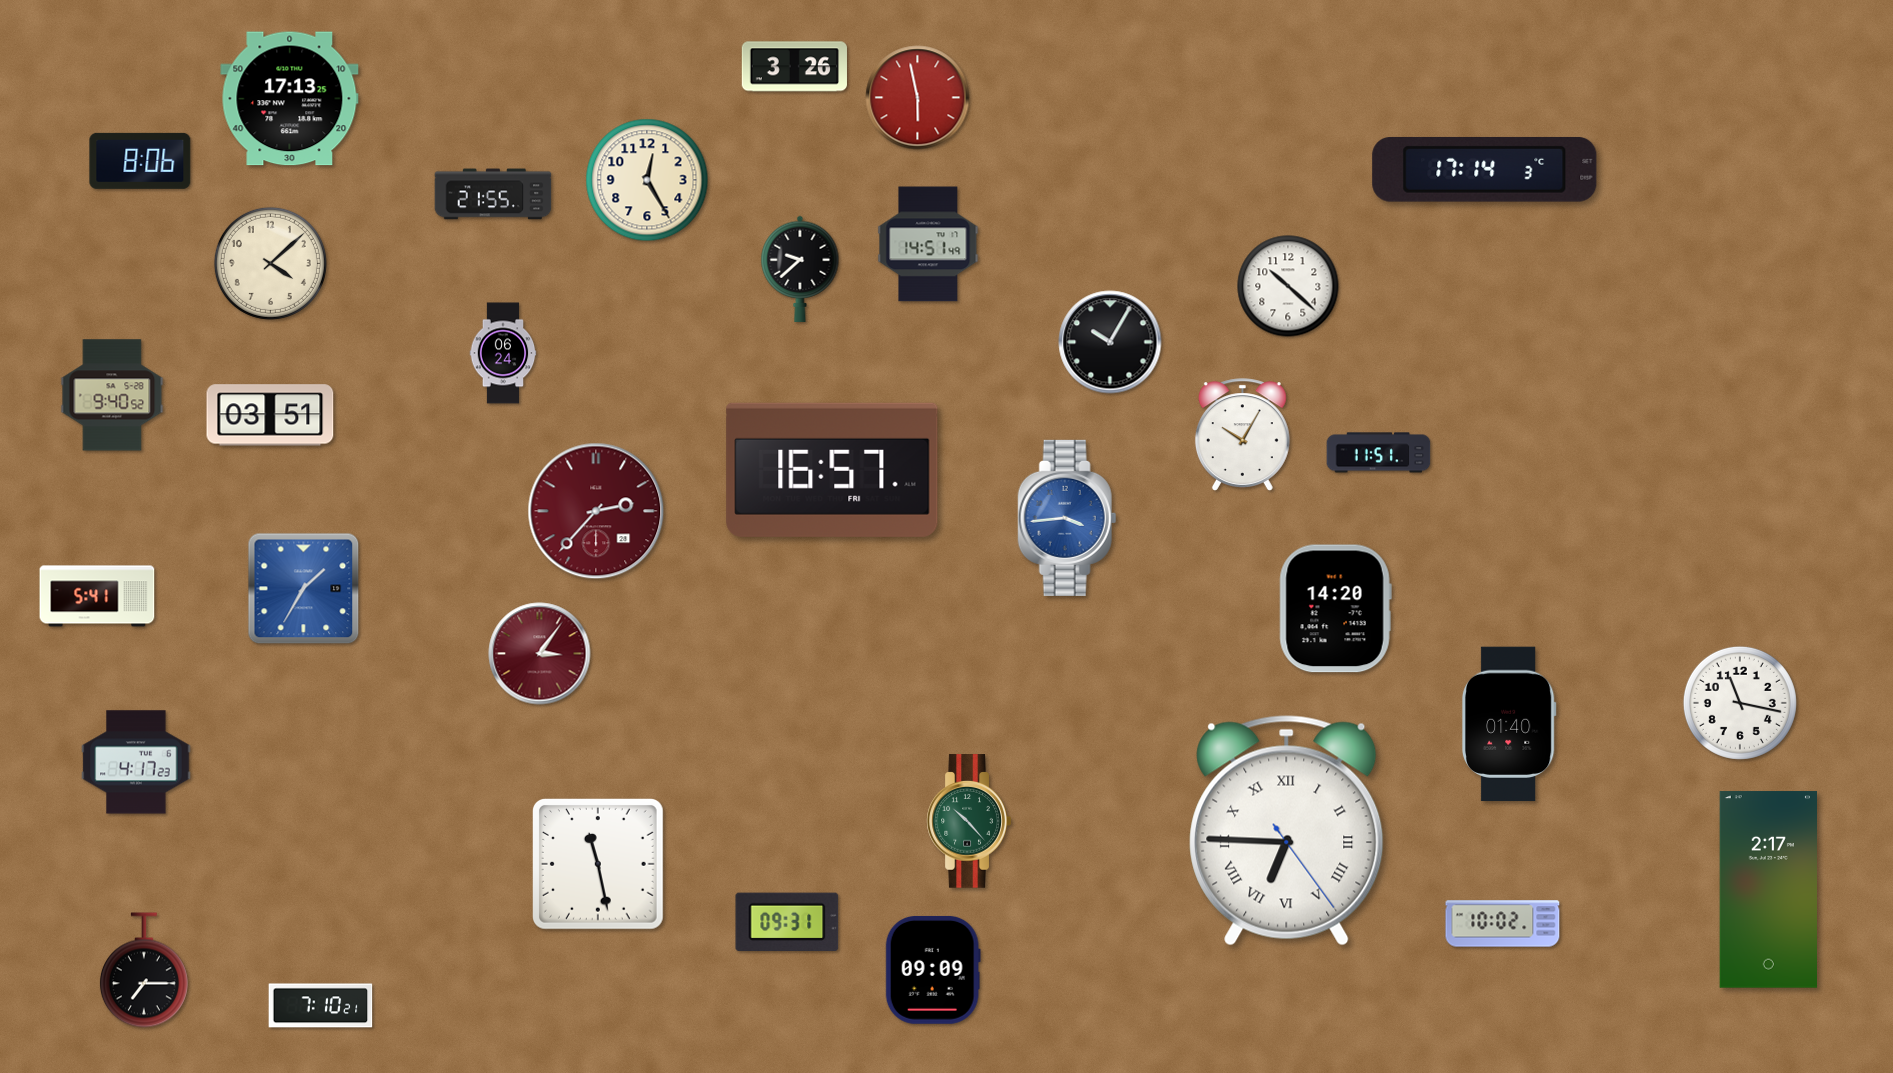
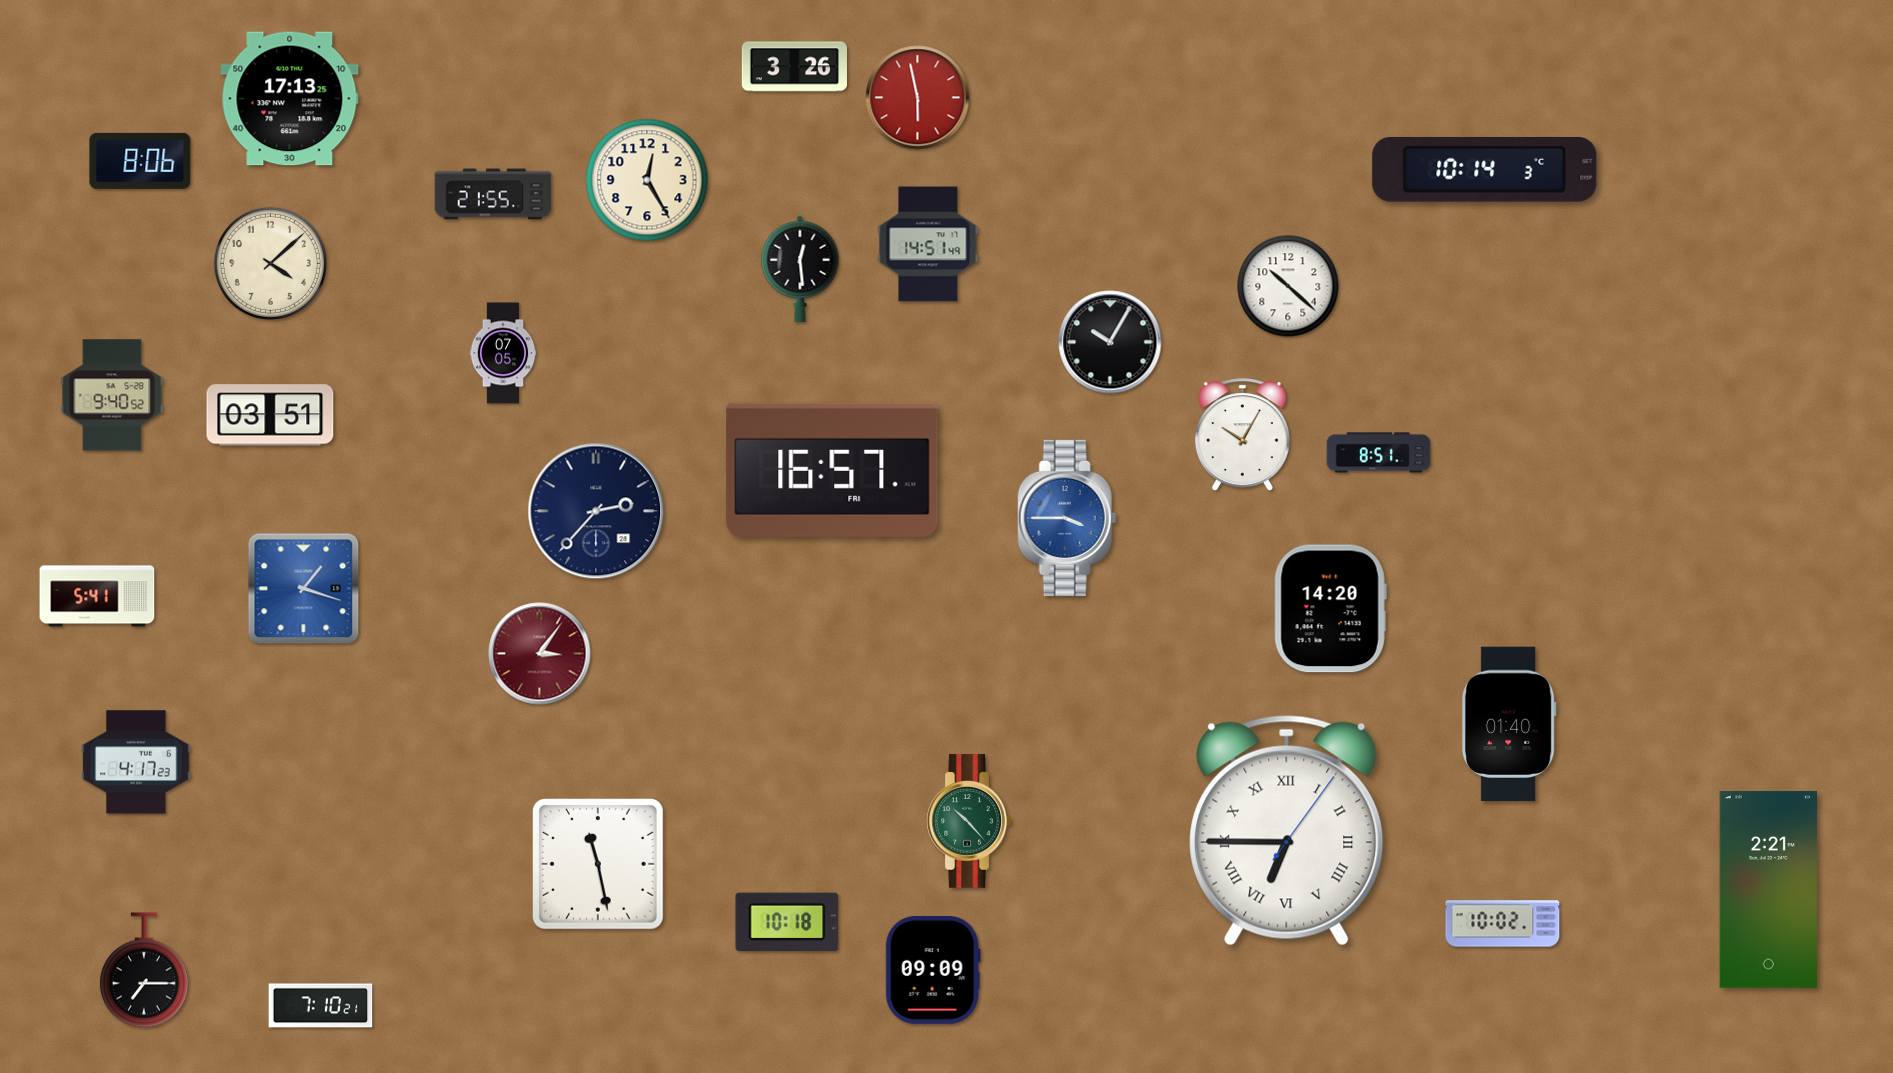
clock at (1485, 169): 17:14 -> 10:14
clock at (800, 269): 9:38 -> 12:29
clock at (503, 353): 06:24 -> 07:05
clock at (1379, 453): 11:51 -> 8:51
clock at (596, 511) dial: burgundy -> navy
clock at (1067, 518): 3:44 -> 3:45
clock at (304, 589): 1:35 -> 1:18
clock at (1335, 609) position: (1335, 609) -> (1330, 609)
clock at (1740, 703): 11:17 -> none
clock at (1287, 831): 6:45:24 -> 6:45:06
clock at (1768, 890): 2:17 -> 2:21
clock at (787, 922): 09:31 -> 10:18
